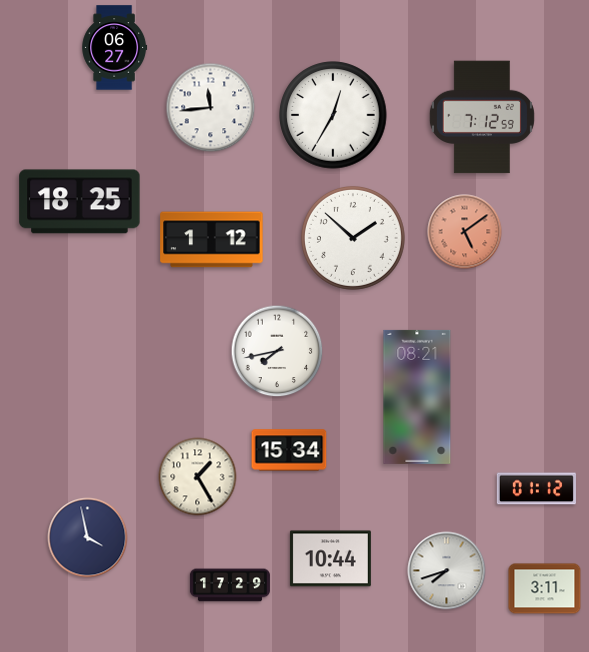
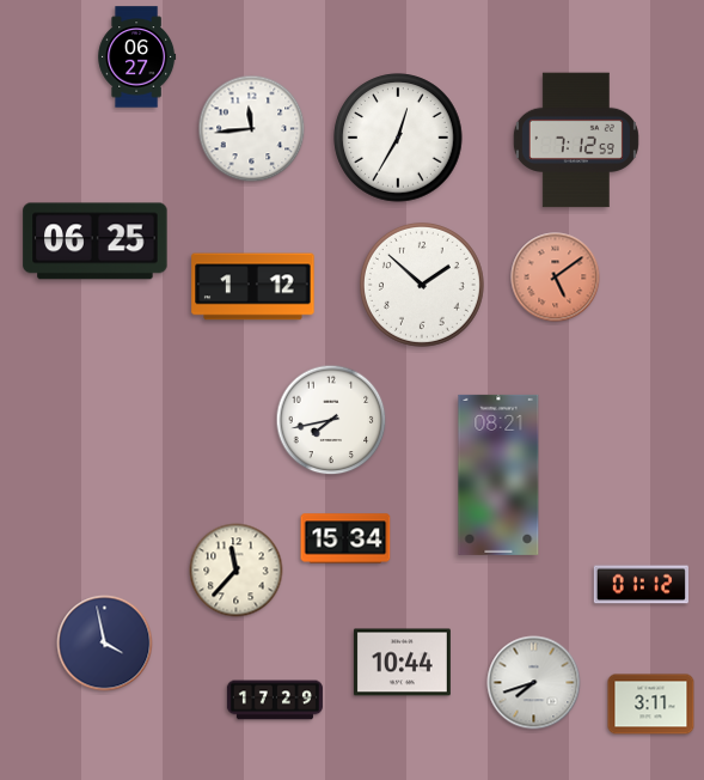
clock at (80, 202): 18:25 -> 06:25
clock at (198, 477): 1:25 -> 11:37
clock at (330, 559) position: (330, 559) -> (402, 663)
